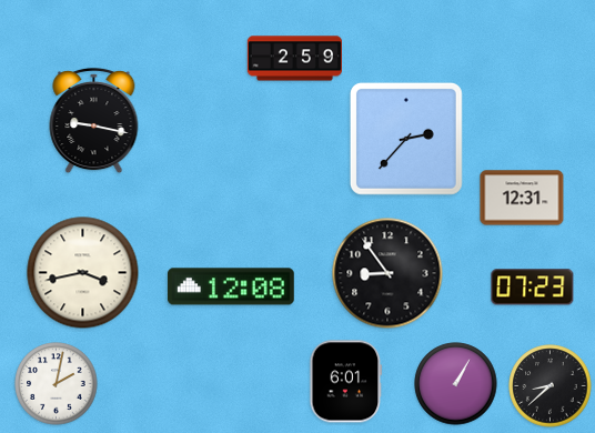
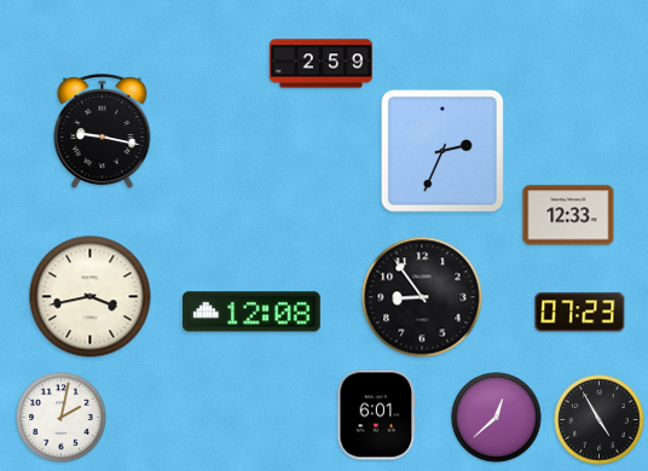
clock at (406, 139): 2:37 -> 2:34
clock at (522, 198): 12:31 -> 12:33
clock at (456, 384): 1:05 -> 12:38
clock at (551, 386): 8:38 -> 4:55
